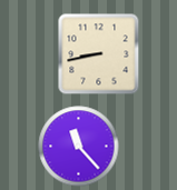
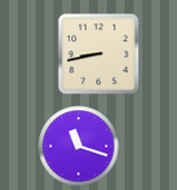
clock at (79, 147): 11:23 -> 11:18
